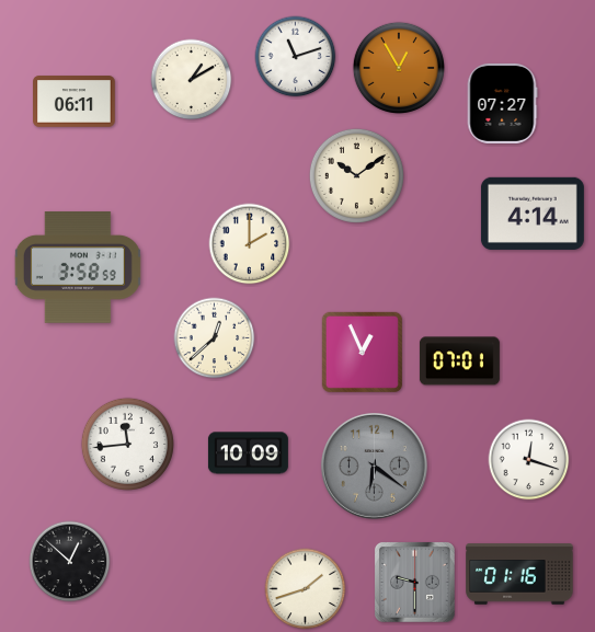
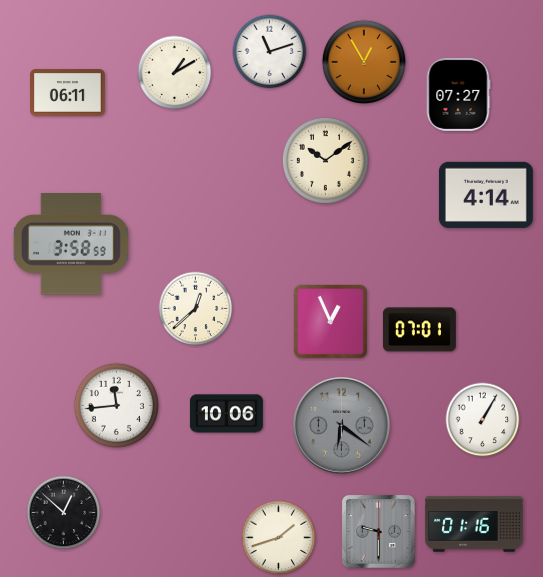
clock at (250, 244): 2:00 -> none
clock at (248, 453): 10:09 -> 10:06
clock at (529, 460): 12:18 -> 1:05
